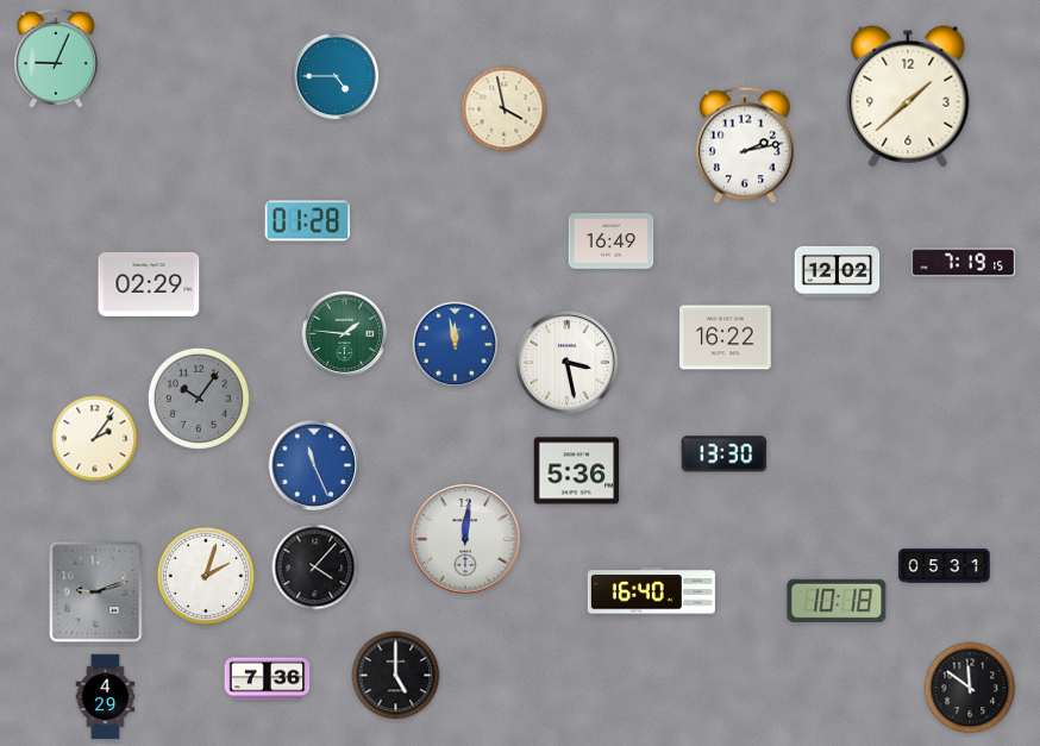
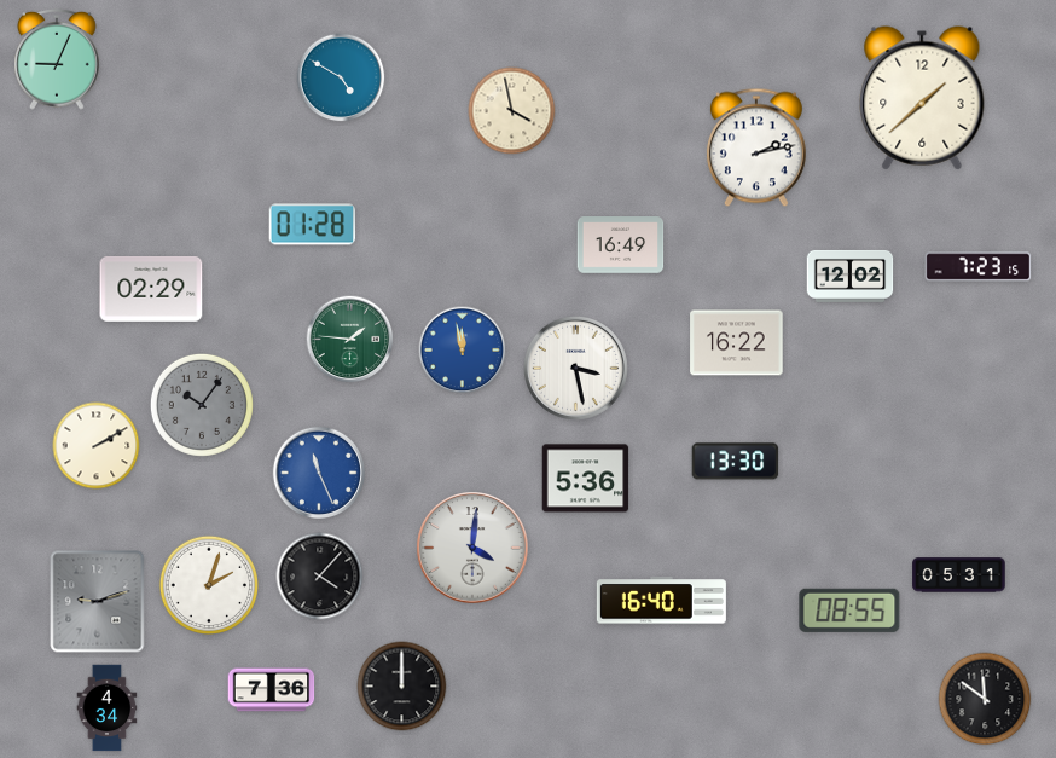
clock at (336, 76): 4:45 -> 4:50
clock at (964, 263): 7:19 -> 7:23
clock at (95, 439): 2:06 -> 2:10
clock at (465, 539): 12:01 -> 4:01
clock at (837, 601): 10:18 -> 08:55
clock at (396, 676): 5:00 -> 12:00
clock at (106, 697): 4:29 -> 4:34
